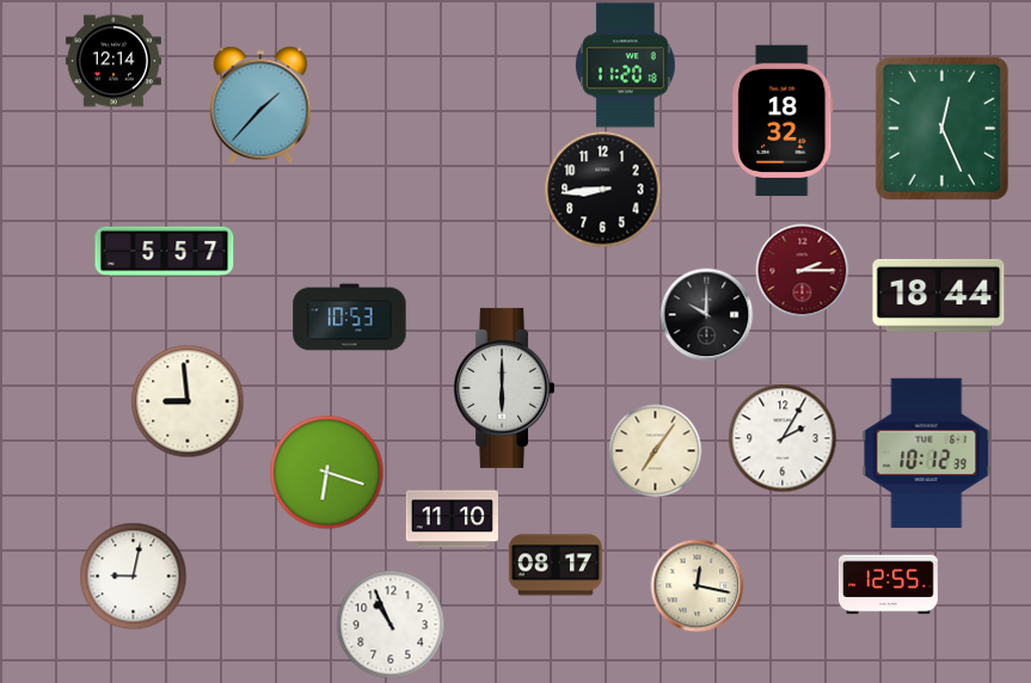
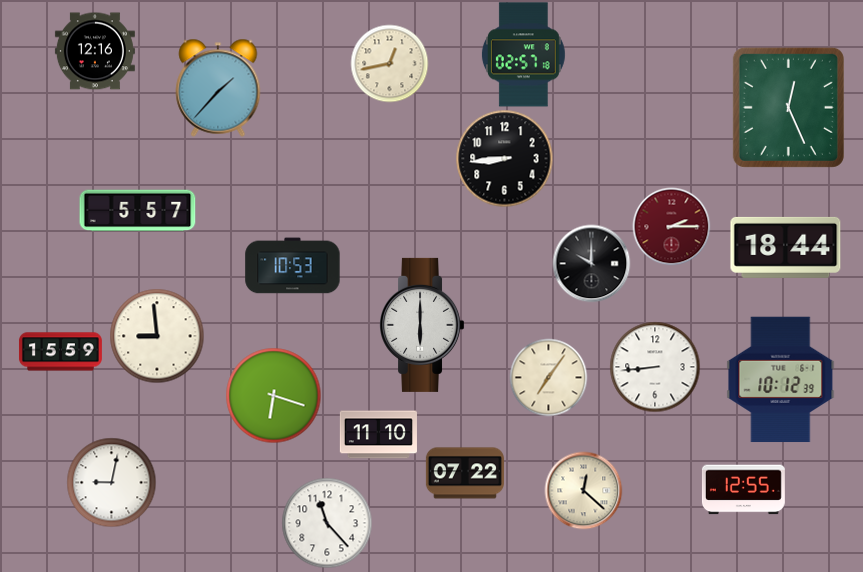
clock at (113, 61): 12:14 -> 12:16
clock at (625, 66): 11:20 -> 02:57
clock at (389, 63): none -> 12:43
clock at (783, 121): 18:32 -> none
clock at (60, 352): none -> 15:59
clock at (783, 438): 2:05 -> 8:44
clock at (927, 454) position: (927, 454) -> (781, 380)
clock at (556, 565): 08:17 -> 07:22
clock at (696, 585): 12:17 -> 12:22
clock at (391, 624): 10:56 -> 11:23
